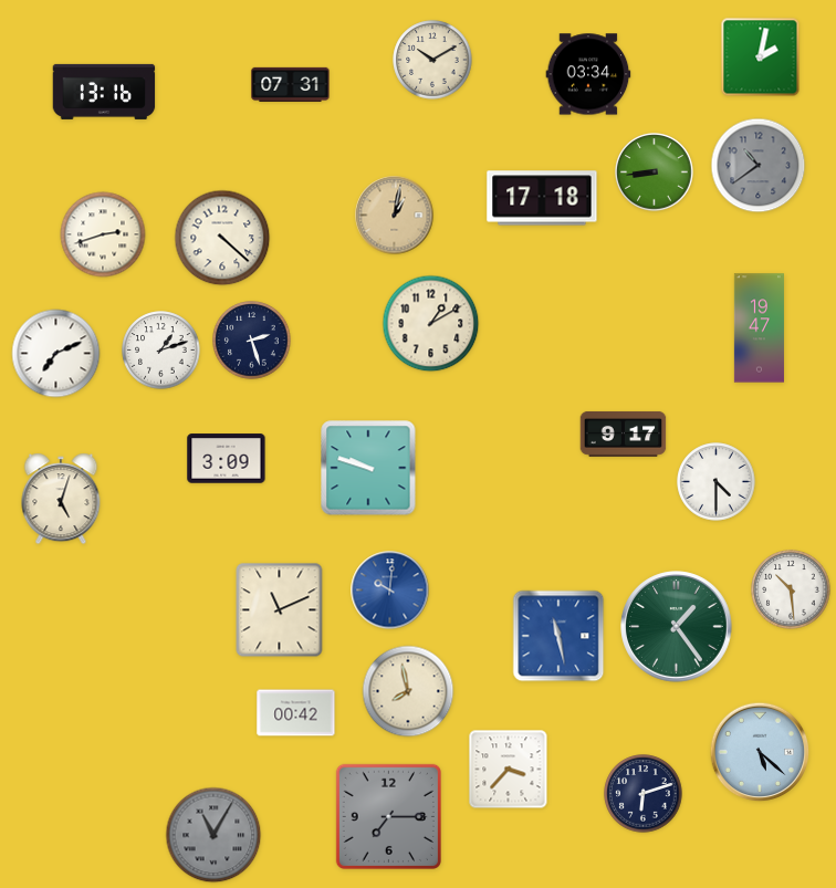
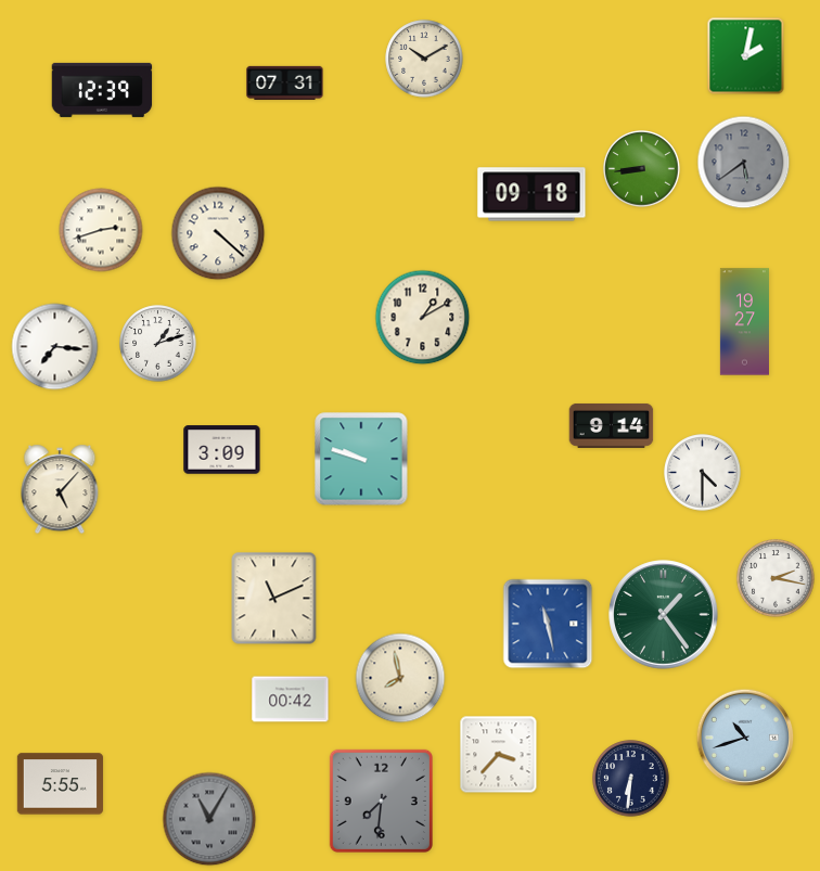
clock at (588, 74): 03:34 -> none
clock at (104, 92): 13:16 -> 12:39
clock at (759, 166): 10:39 -> 5:39
clock at (542, 198): 17:18 -> 09:18
clock at (395, 216): 1:02 -> none
clock at (759, 328): 19:47 -> 19:27
clock at (252, 341): 2:27 -> none
clock at (56, 354): 7:11 -> 7:16
clock at (624, 433): 9:17 -> 9:14
clock at (61, 499): 5:03 -> 5:07
clock at (791, 589): 10:29 -> 2:17
clock at (390, 591): 10:01 -> none
clock at (760, 752): 5:22 -> 10:42
clock at (644, 794): 6:12 -> 6:31
clock at (60, 784): none -> 5:55
clock at (388, 816): 7:15 -> 7:31
